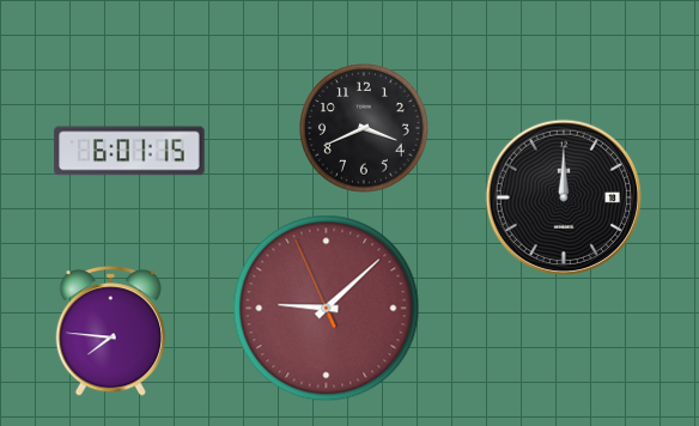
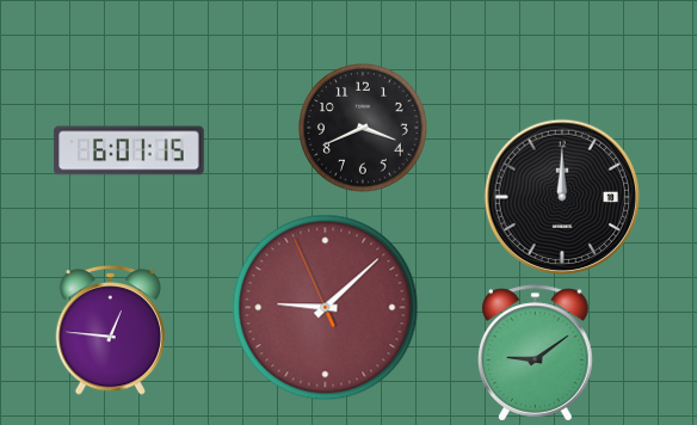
clock at (111, 331): 7:46 -> 12:46
clock at (536, 353): none -> 9:09
